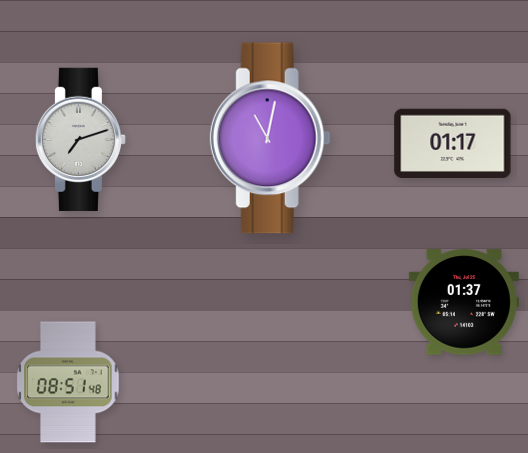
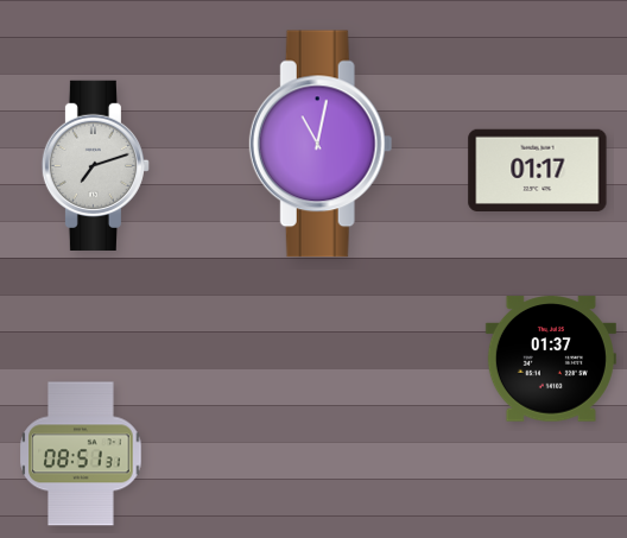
clock at (270, 138) position: (270, 138) -> (321, 144)
clock at (68, 382): 08:51:48 -> 08:51:31
